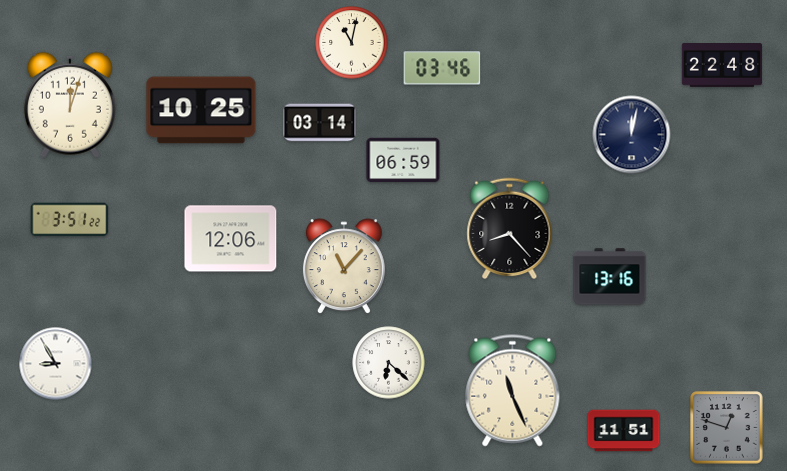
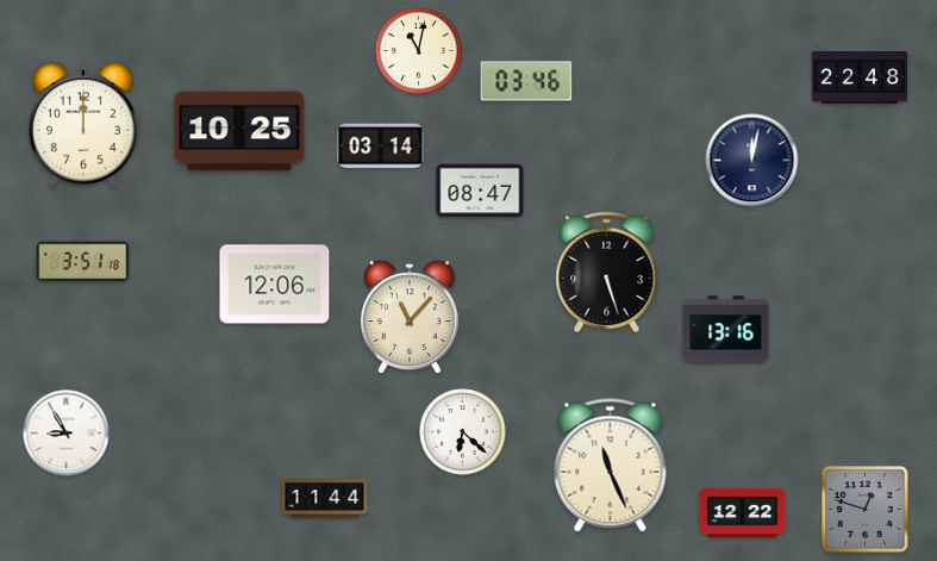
clock at (70, 105): 12:03 -> 12:00
clock at (403, 160): 06:59 -> 08:47
clock at (70, 220): 3:51:22 -> 3:51:18
clock at (510, 229): 8:23 -> 5:27
clock at (325, 499): none -> 11:44
clock at (624, 431): 11:51 -> 12:22
